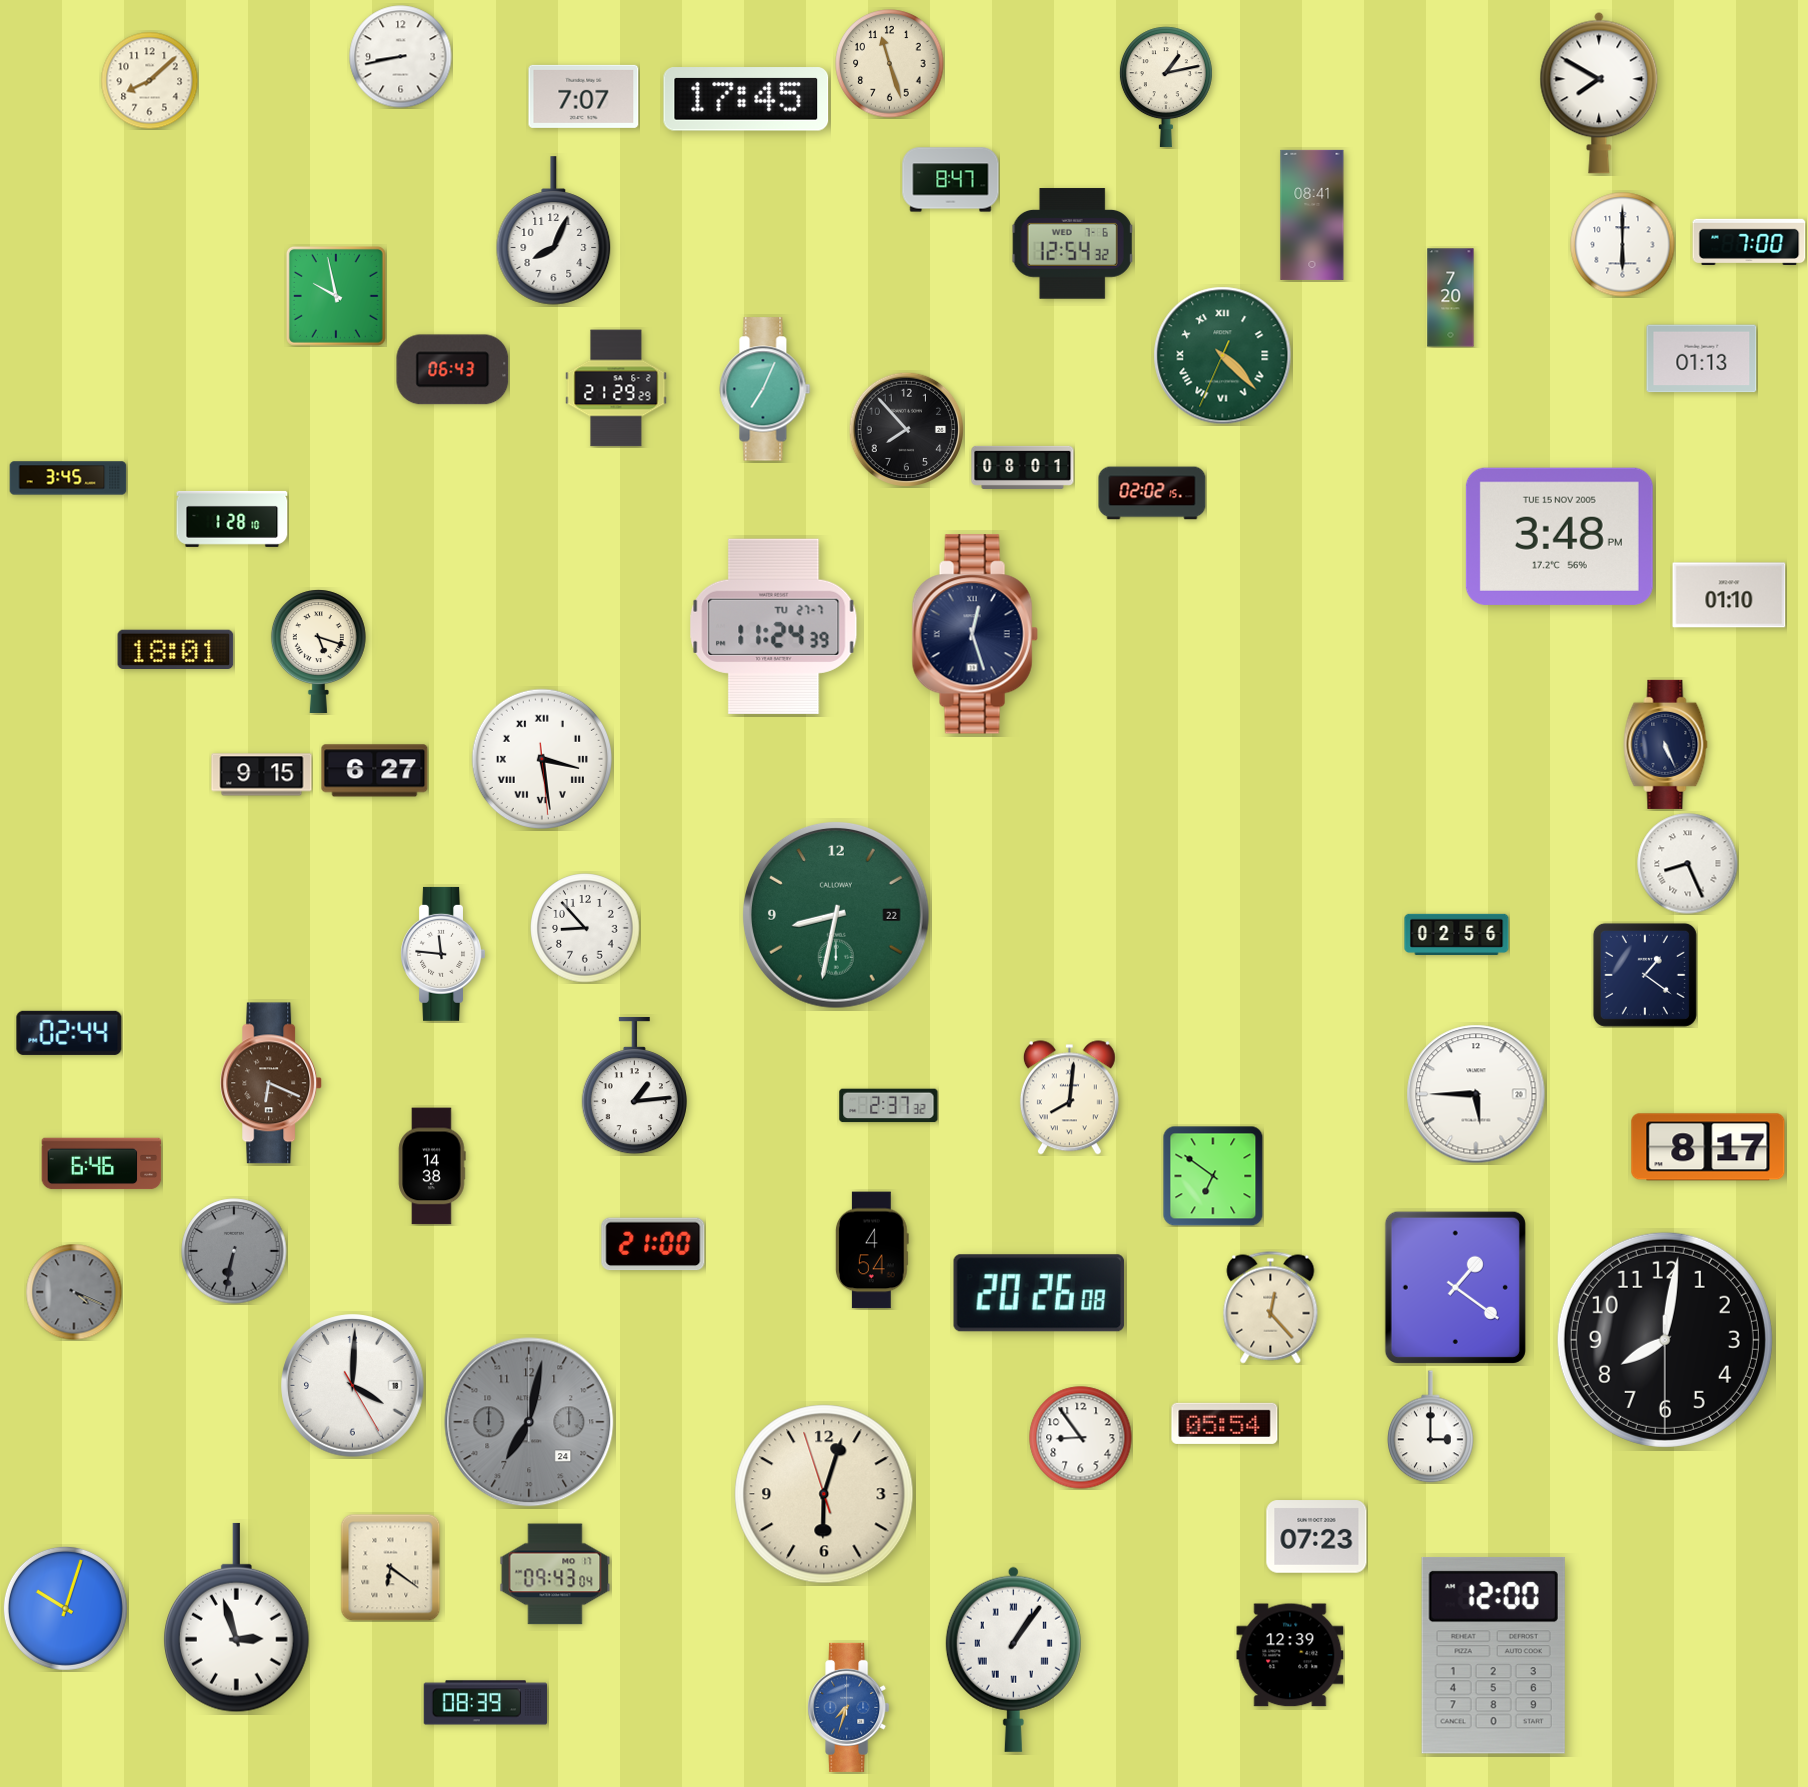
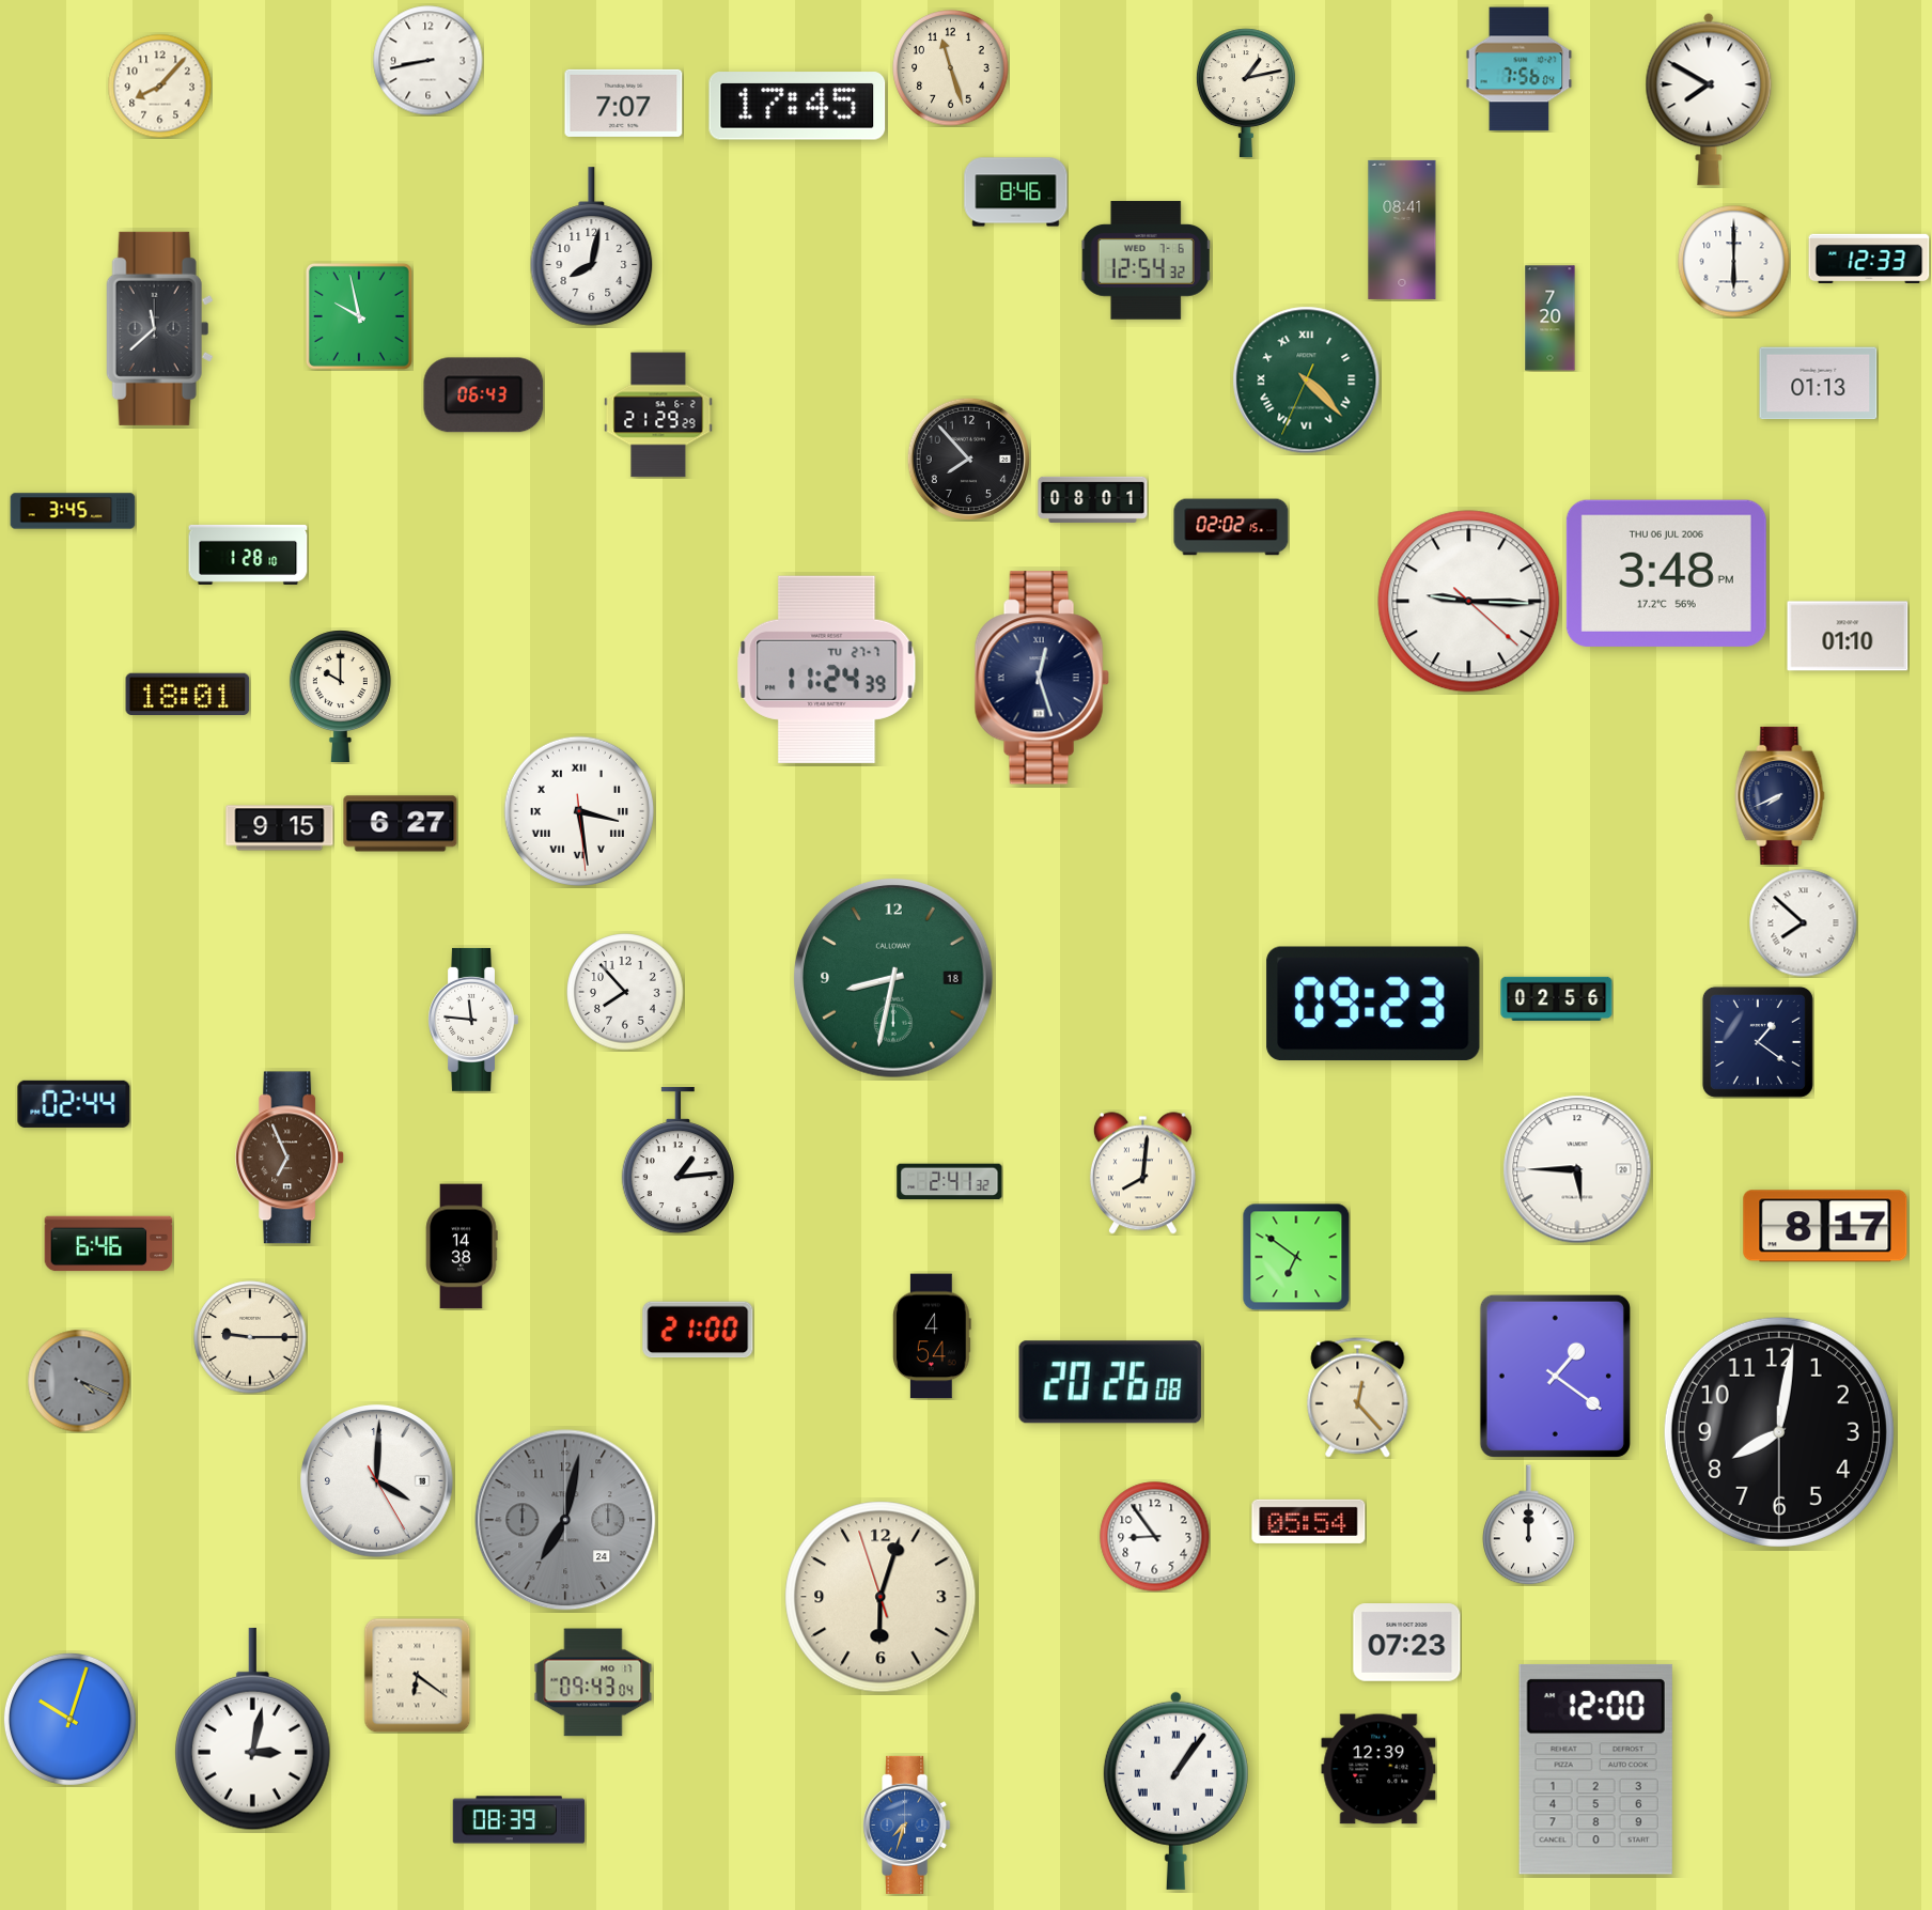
clock at (1520, 69): none -> 7:56
clock at (149, 80): 8:08 -> 8:07
clock at (951, 180): 8:47 -> 8:46
clock at (554, 231): 8:04 -> 8:02
clock at (1749, 241): 7:00 -> 12:33
clock at (159, 328): none -> 11:38
clock at (765, 389): 7:04 -> none
clock at (1559, 536) date: TUE 15 NOV 2005 -> THU 06 JUL 2006
clock at (1469, 602): none -> 9:15
clock at (318, 651): 5:18 -> 10:00
clock at (1666, 744): 5:26 -> 7:41
clock at (1688, 864): 8:26 -> 7:52
clock at (836, 915) date: 22 -> 18
clock at (585, 928): 8:53 -> 7:53
clock at (1373, 1004): none -> 09:23
clock at (272, 1083): 6:19 -> 6:56
clock at (889, 1106): 2:37 -> 2:41
clock at (234, 1251): 6:32 -> 9:15
clock at (234, 1251) dial: grey -> cream
clock at (1431, 1427): 3:00 -> 12:00
clock at (237, 1618): 2:57 -> 3:02
clock at (1013, 1659) position: (1013, 1659) -> (1175, 1790)
